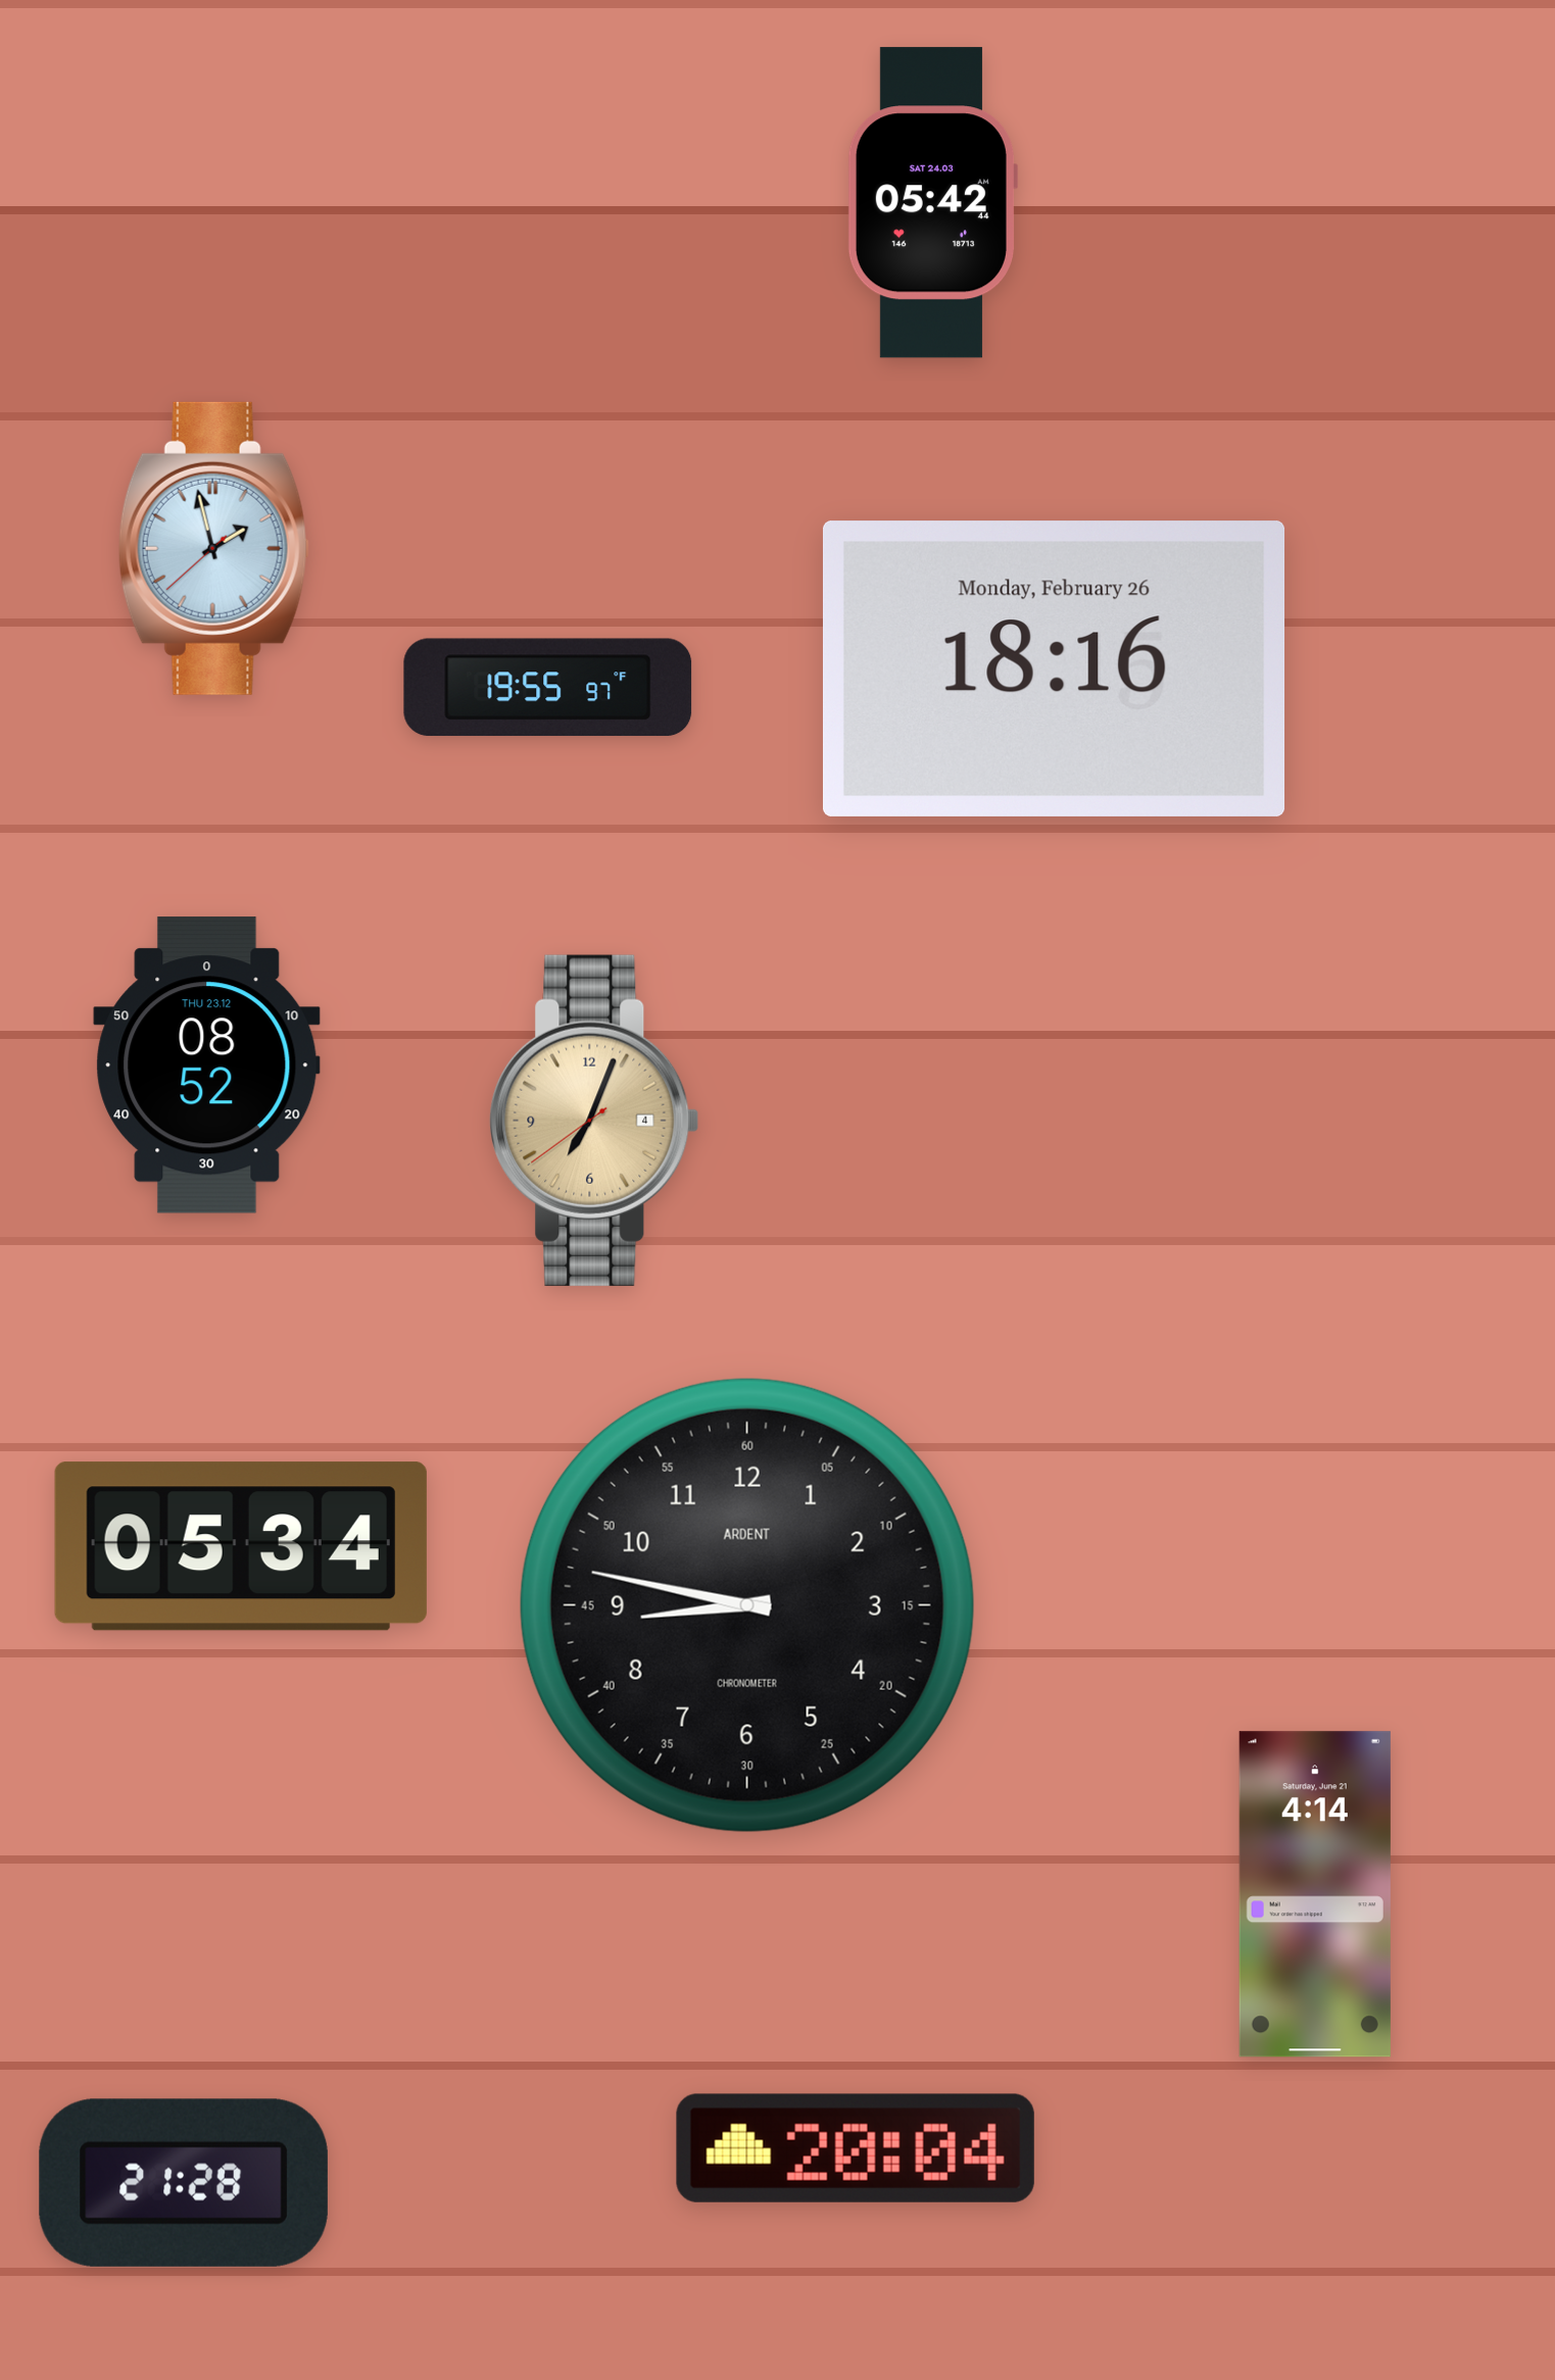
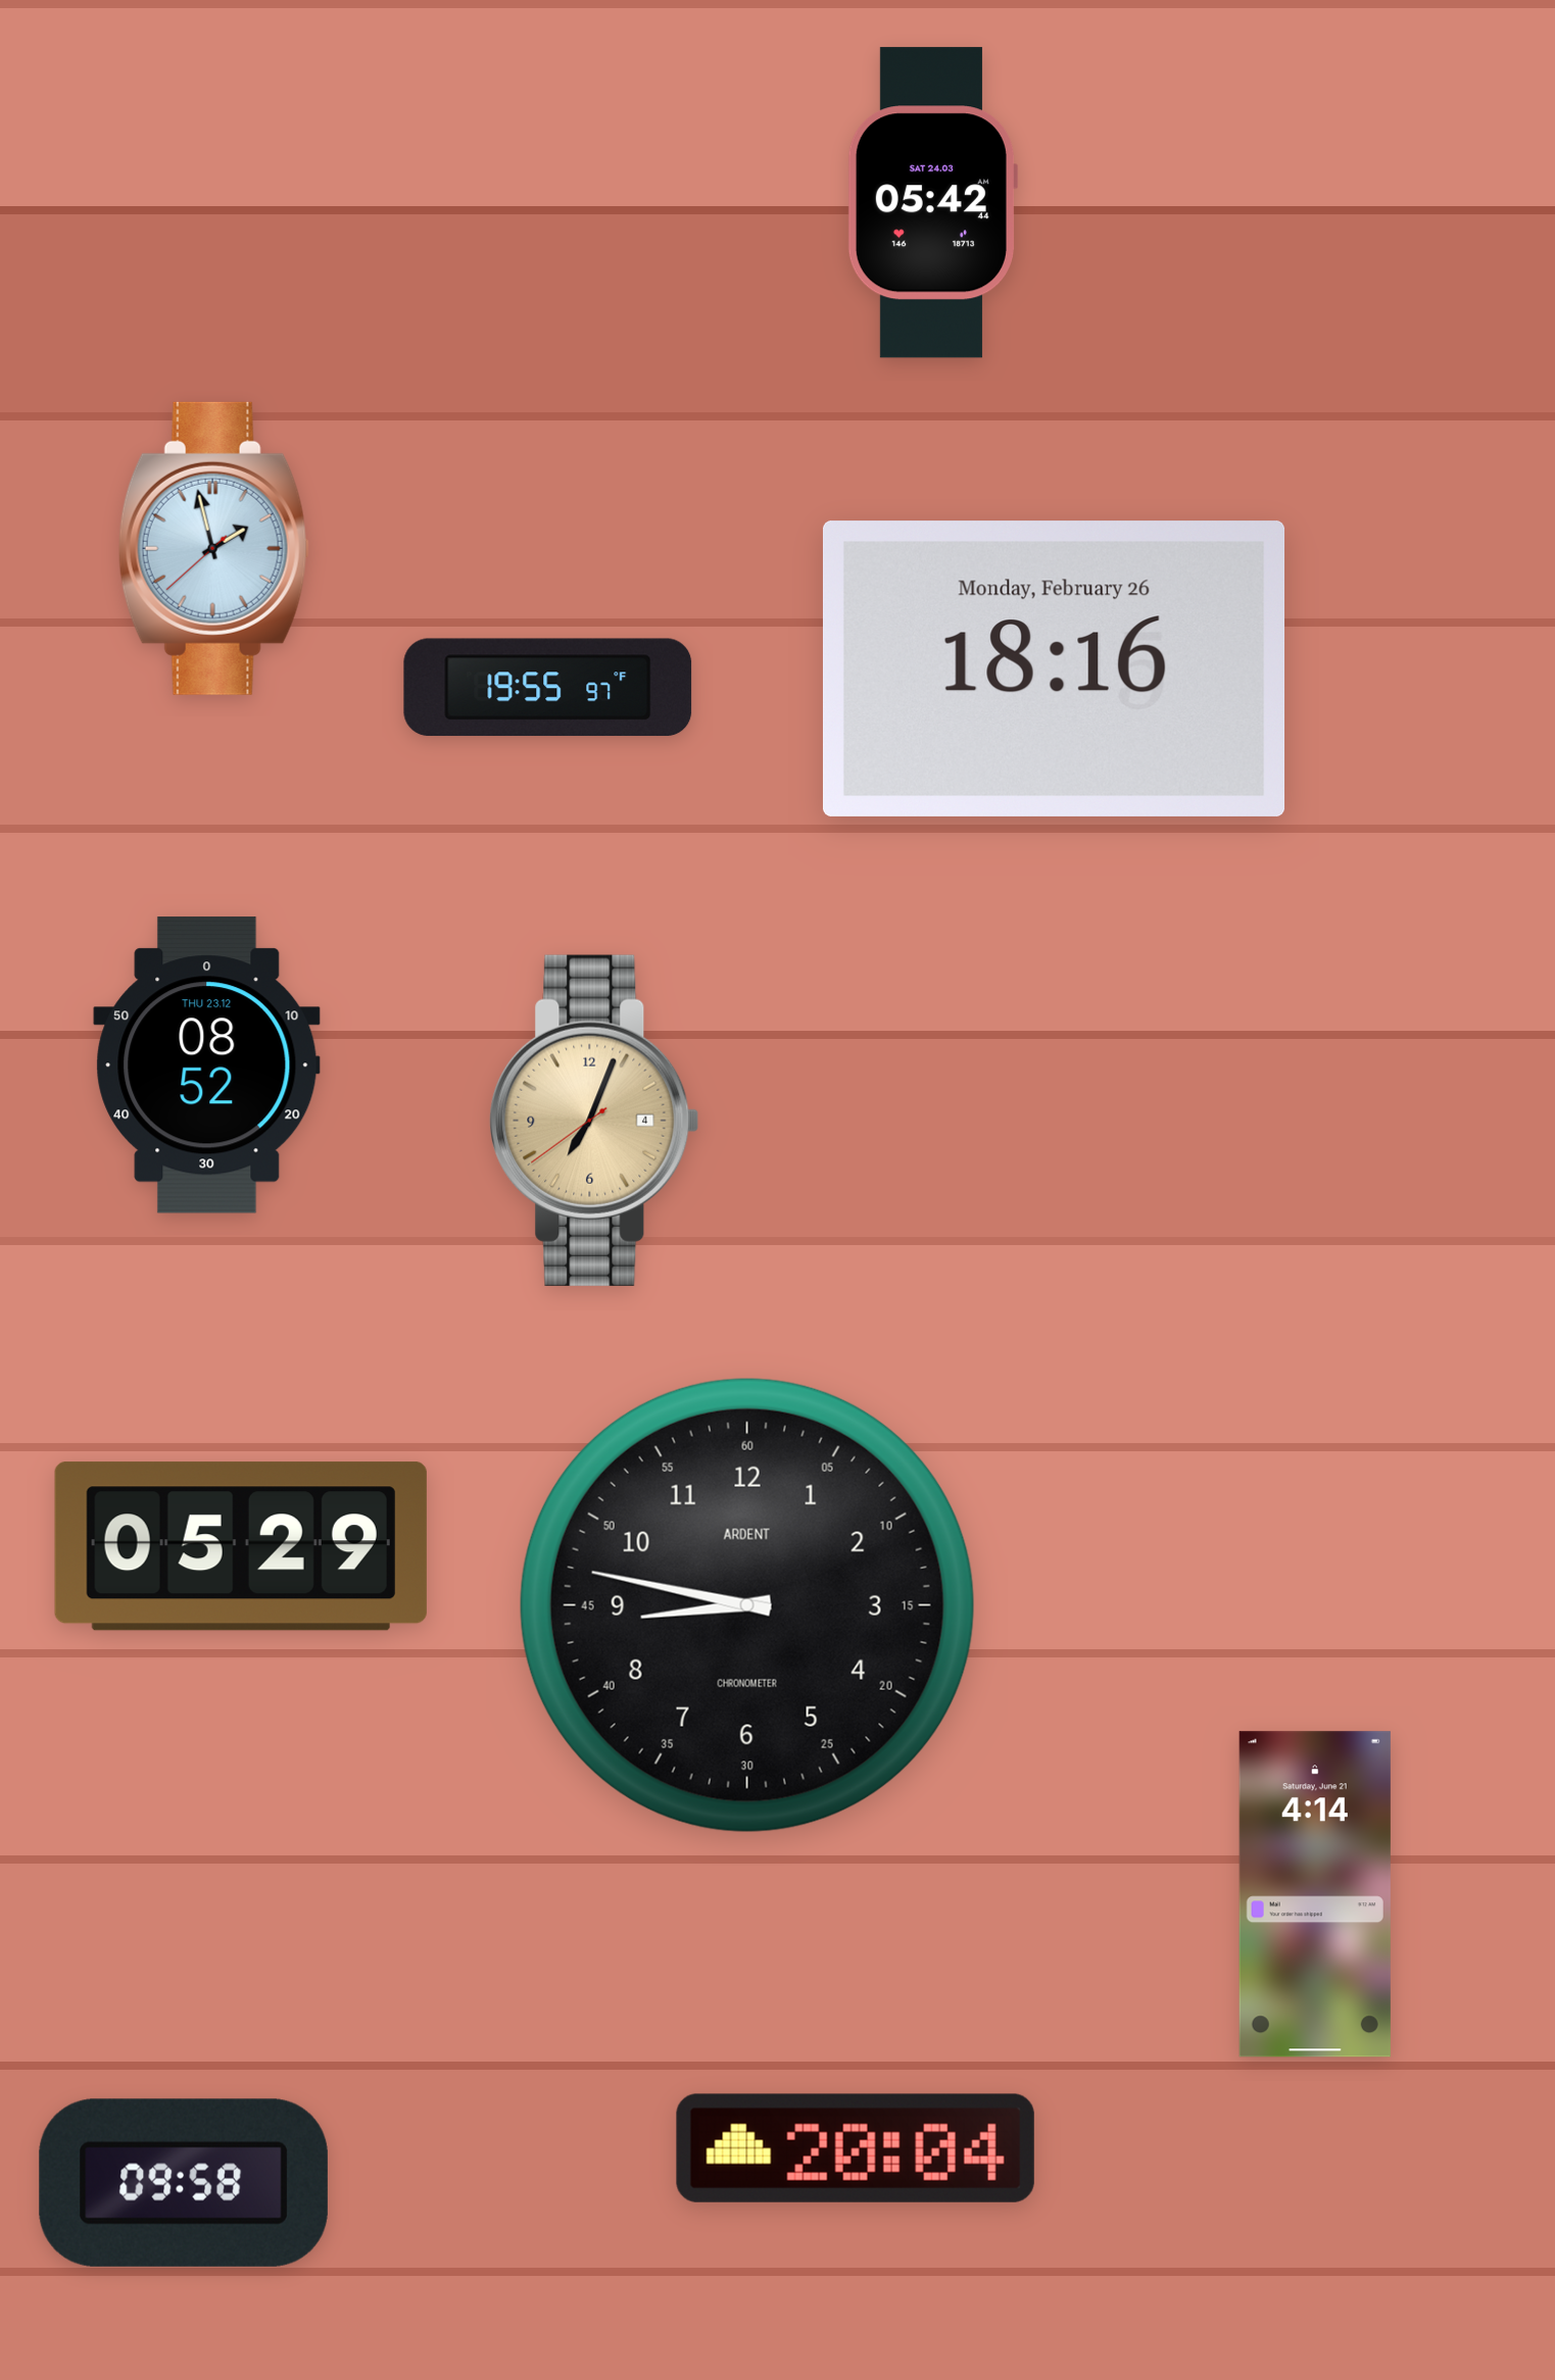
clock at (241, 1546): 05:34 -> 05:29
clock at (184, 2183): 21:28 -> 09:58
